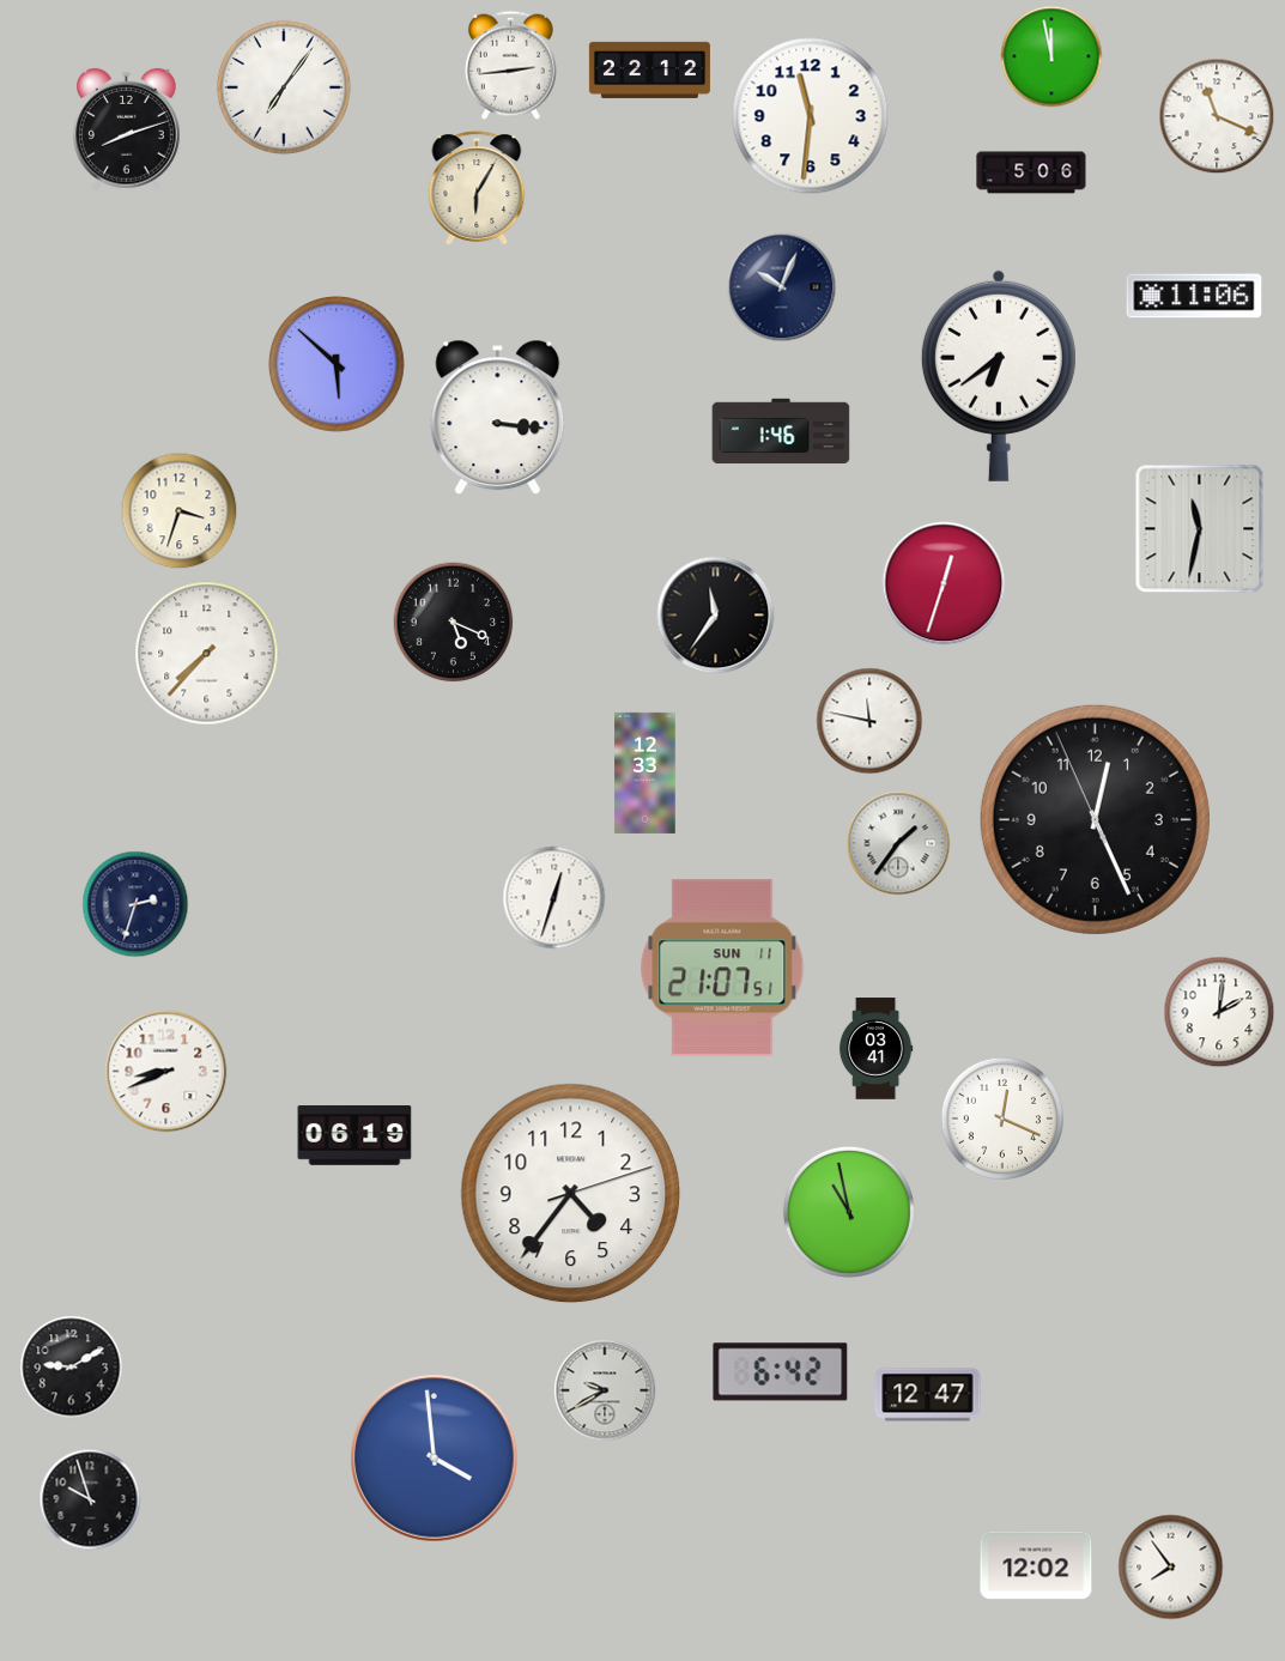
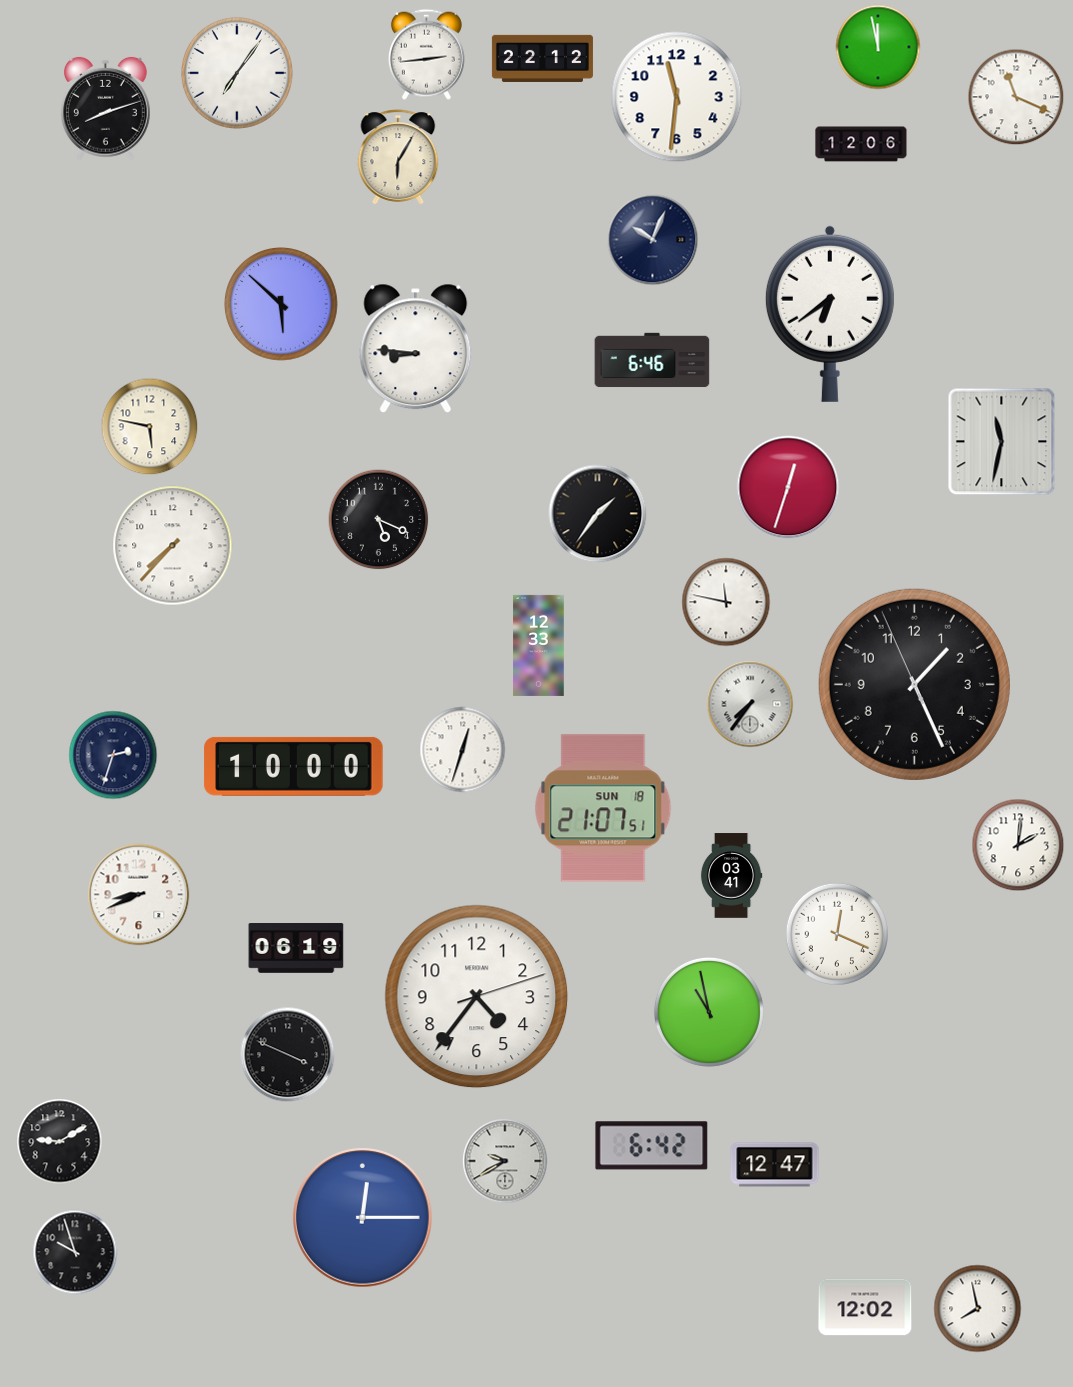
clock at (1031, 172): 5:06 -> 12:06
clock at (1194, 296): 11:06 -> none
clock at (999, 376) position: (999, 376) -> (830, 314)
clock at (498, 418): 3:16 -> 8:46
clock at (781, 431): 1:46 -> 6:46
clock at (180, 511): 3:33 -> 5:47
clock at (716, 616): 11:36 -> 1:36
clock at (1095, 819): 12:25 -> 1:25
clock at (898, 843): 1:36 -> 7:36
clock at (294, 766): none -> 10:00
clock at (722, 968) date: SUN 11 -> SUN 18
clock at (288, 1055): none -> 3:49
clock at (435, 1459): 3:59 -> 12:15
clock at (1171, 1568): 7:54 -> 7:58
